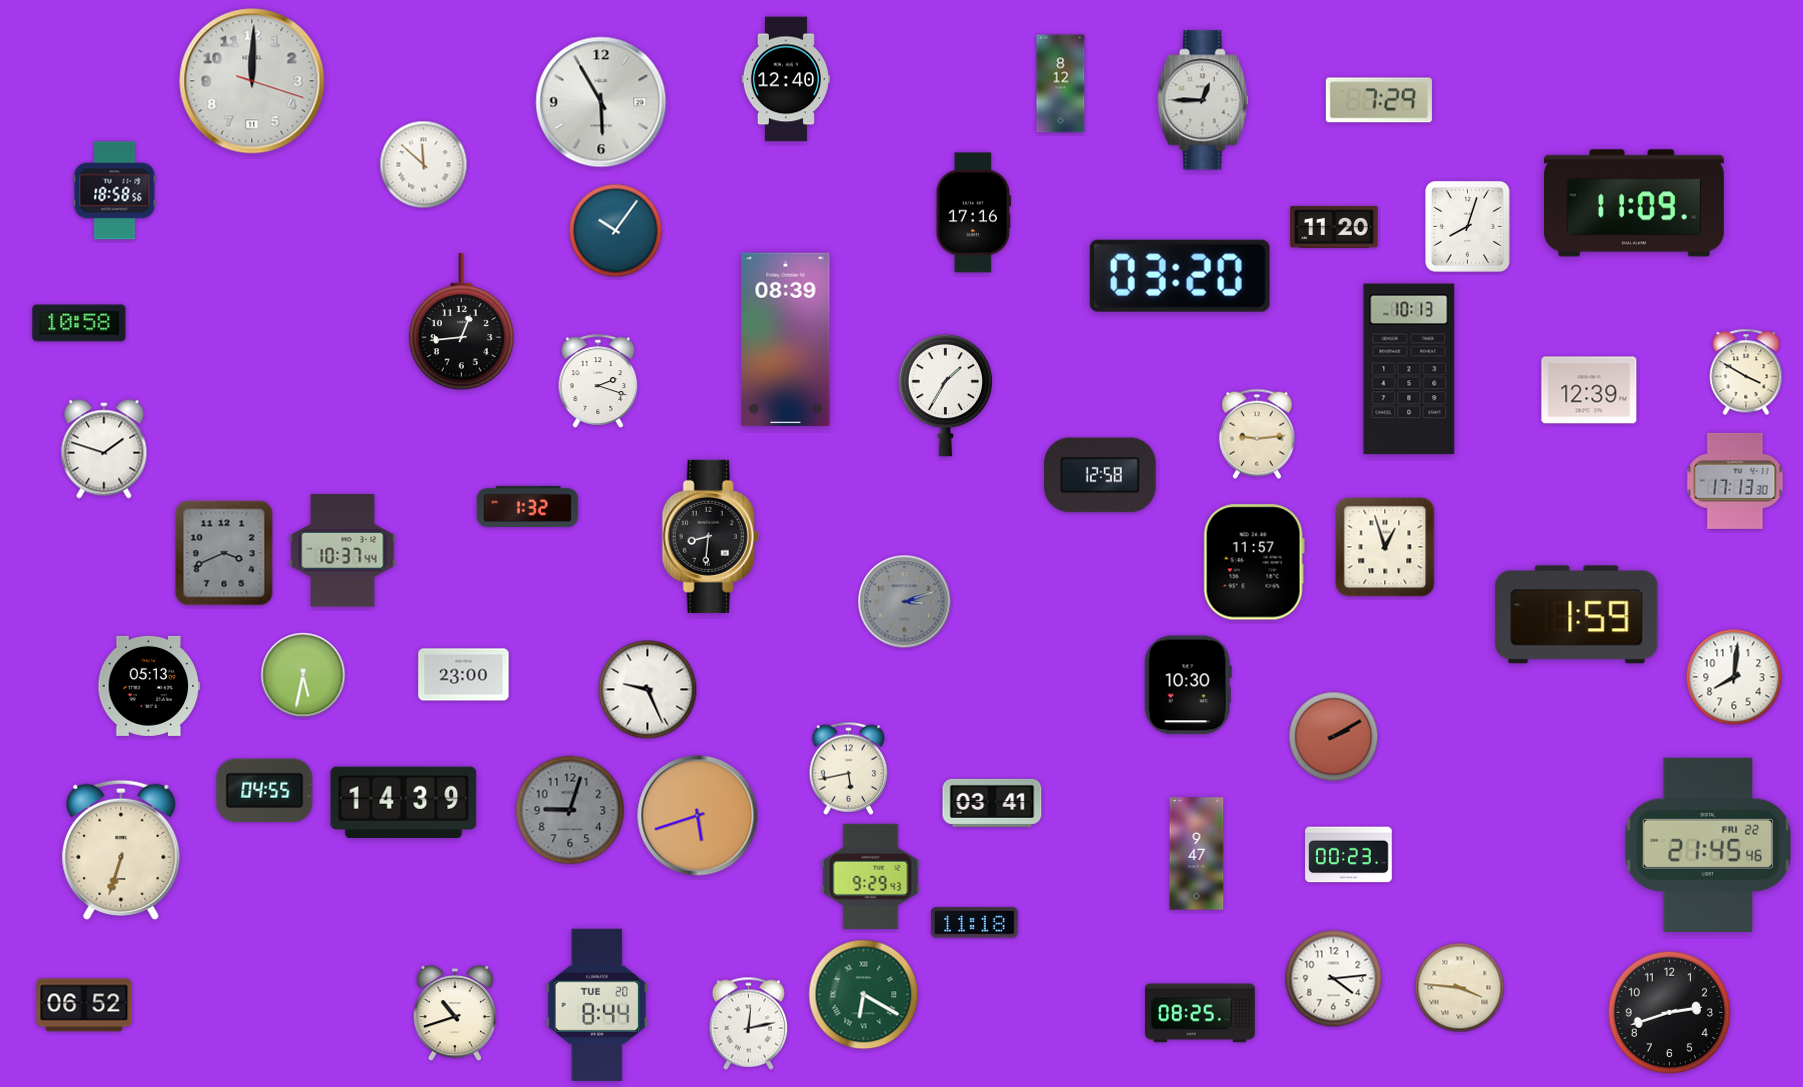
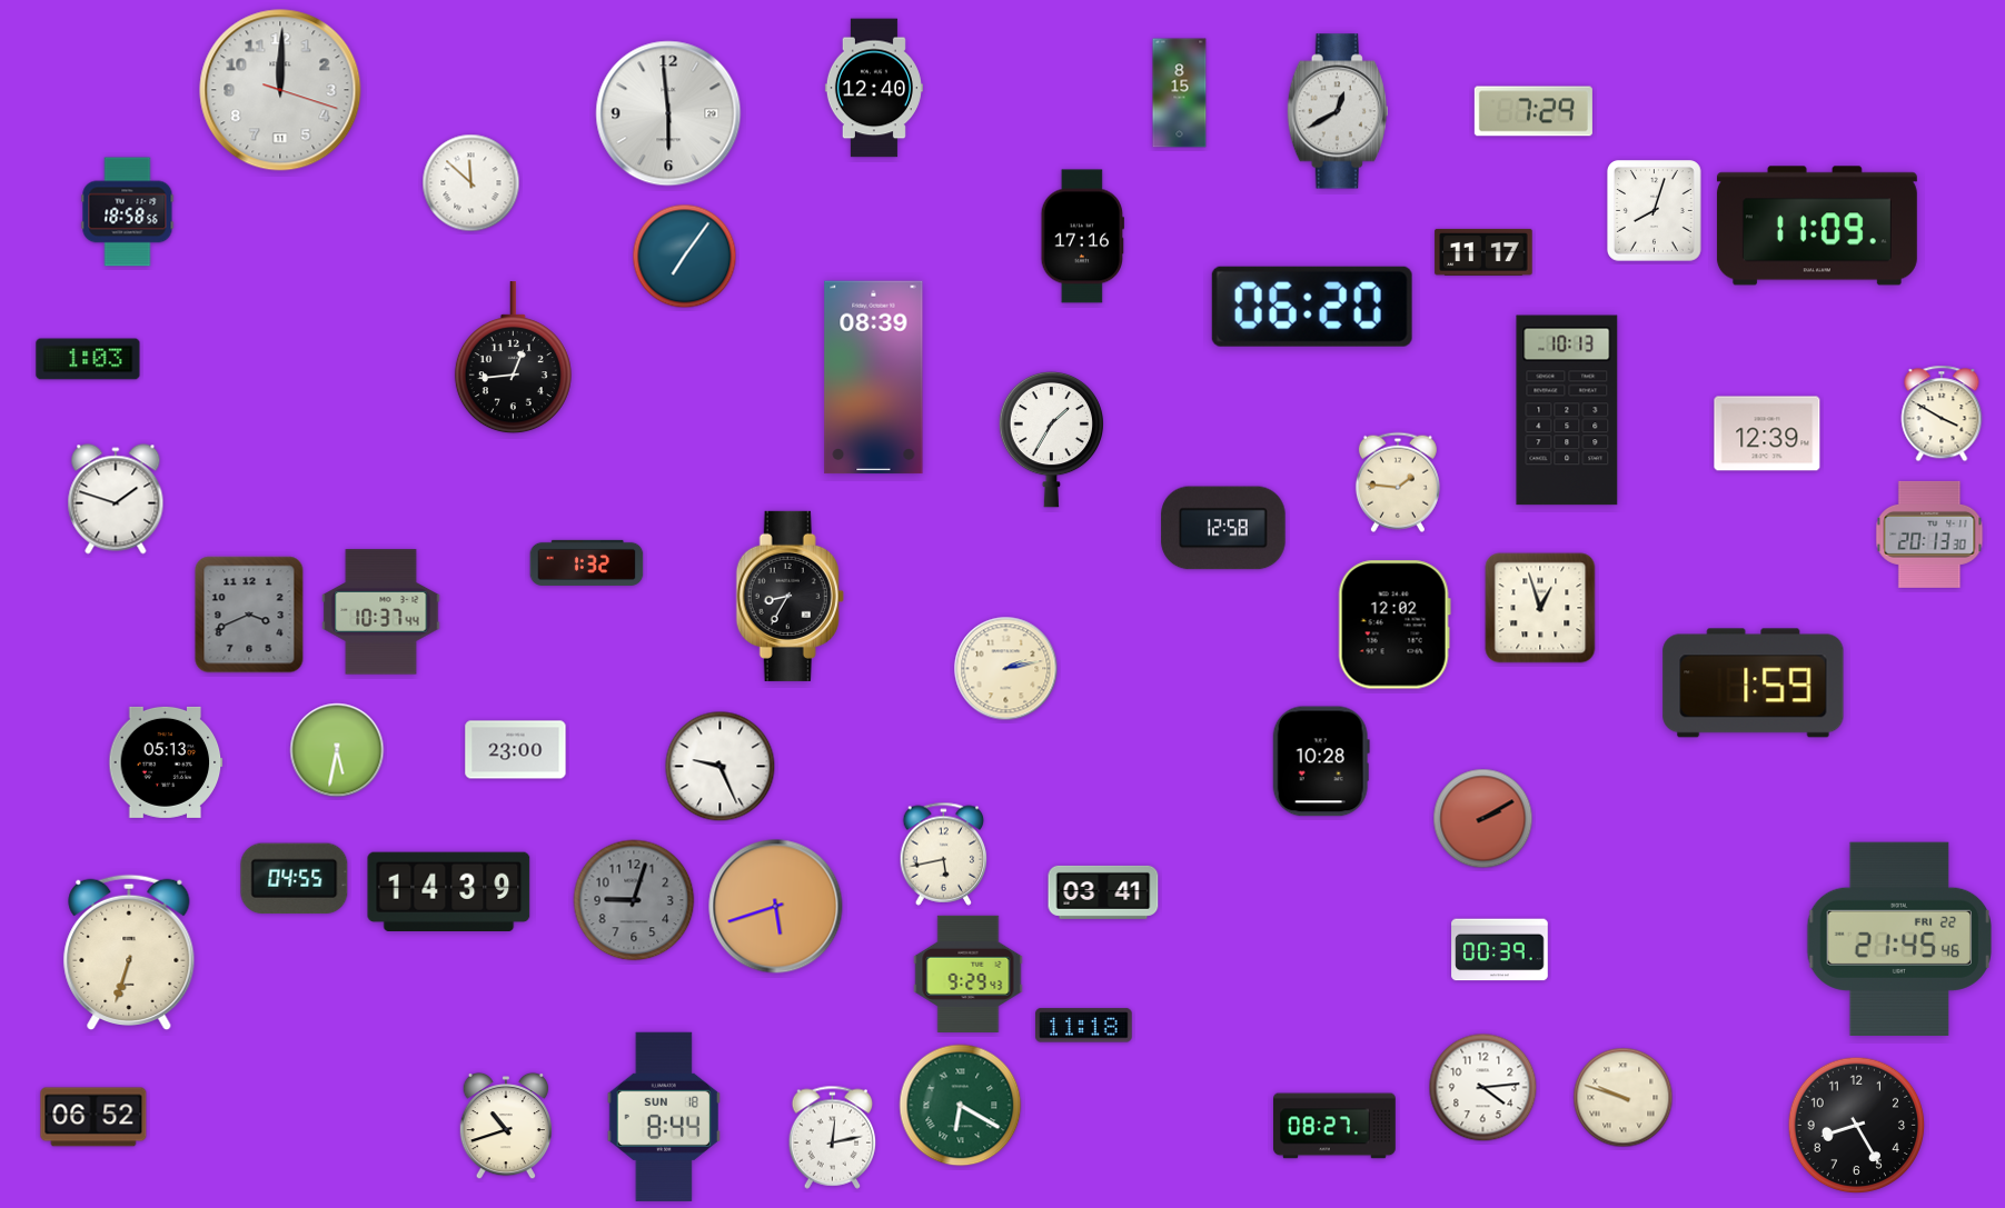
clock at (1061, 84): 8:12 -> 8:15
clock at (1203, 100): 12:45 -> 12:40
clock at (601, 102): 5:55 -> 5:59
clock at (1334, 227): 11:20 -> 11:17
clock at (1468, 227) position: (1468, 227) -> (1655, 211)
clock at (616, 231): 10:06 -> 7:06
clock at (1180, 276): 03:20 -> 06:20
clock at (79, 323): 10:58 -> 1:03
clock at (598, 381): 2:18 -> none
clock at (1257, 434): 9:14 -> 1:46
clock at (1735, 481): 17:13 -> 20:13
clock at (710, 536): 8:31 -> 8:35
clock at (1254, 562): 11:57 -> 12:02
clock at (905, 602): 3:12 -> 2:13
clock at (905, 602) dial: grey -> cream
clock at (1734, 677): 8:01 -> none
clock at (1188, 685): 10:30 -> 10:28
clock at (121, 850) position: (121, 850) -> (129, 952)
clock at (1197, 854): 9:47 -> none
clock at (1349, 855): 00:23 -> 00:39
clock at (1460, 988): 3:46 -> 9:48
clock at (597, 1005) date: TUE 20 -> SUN 18
clock at (1201, 1013): 08:25 -> 08:27
clock at (1670, 1013): 2:42 -> 8:25
